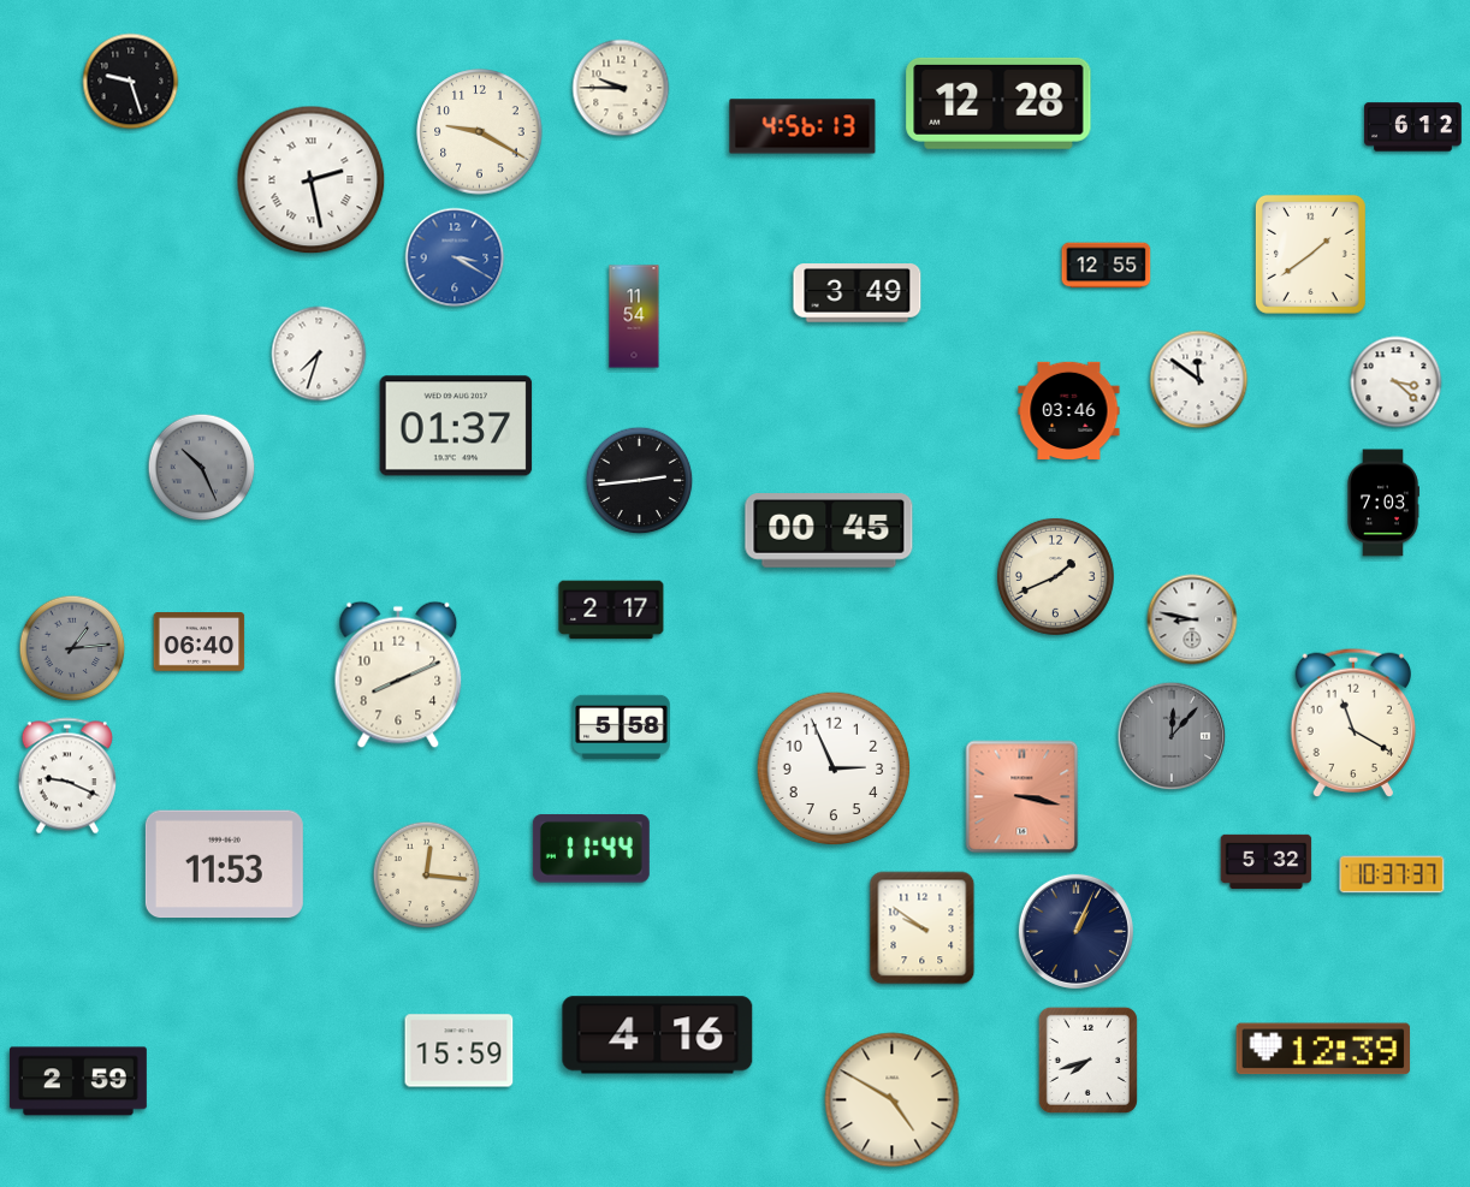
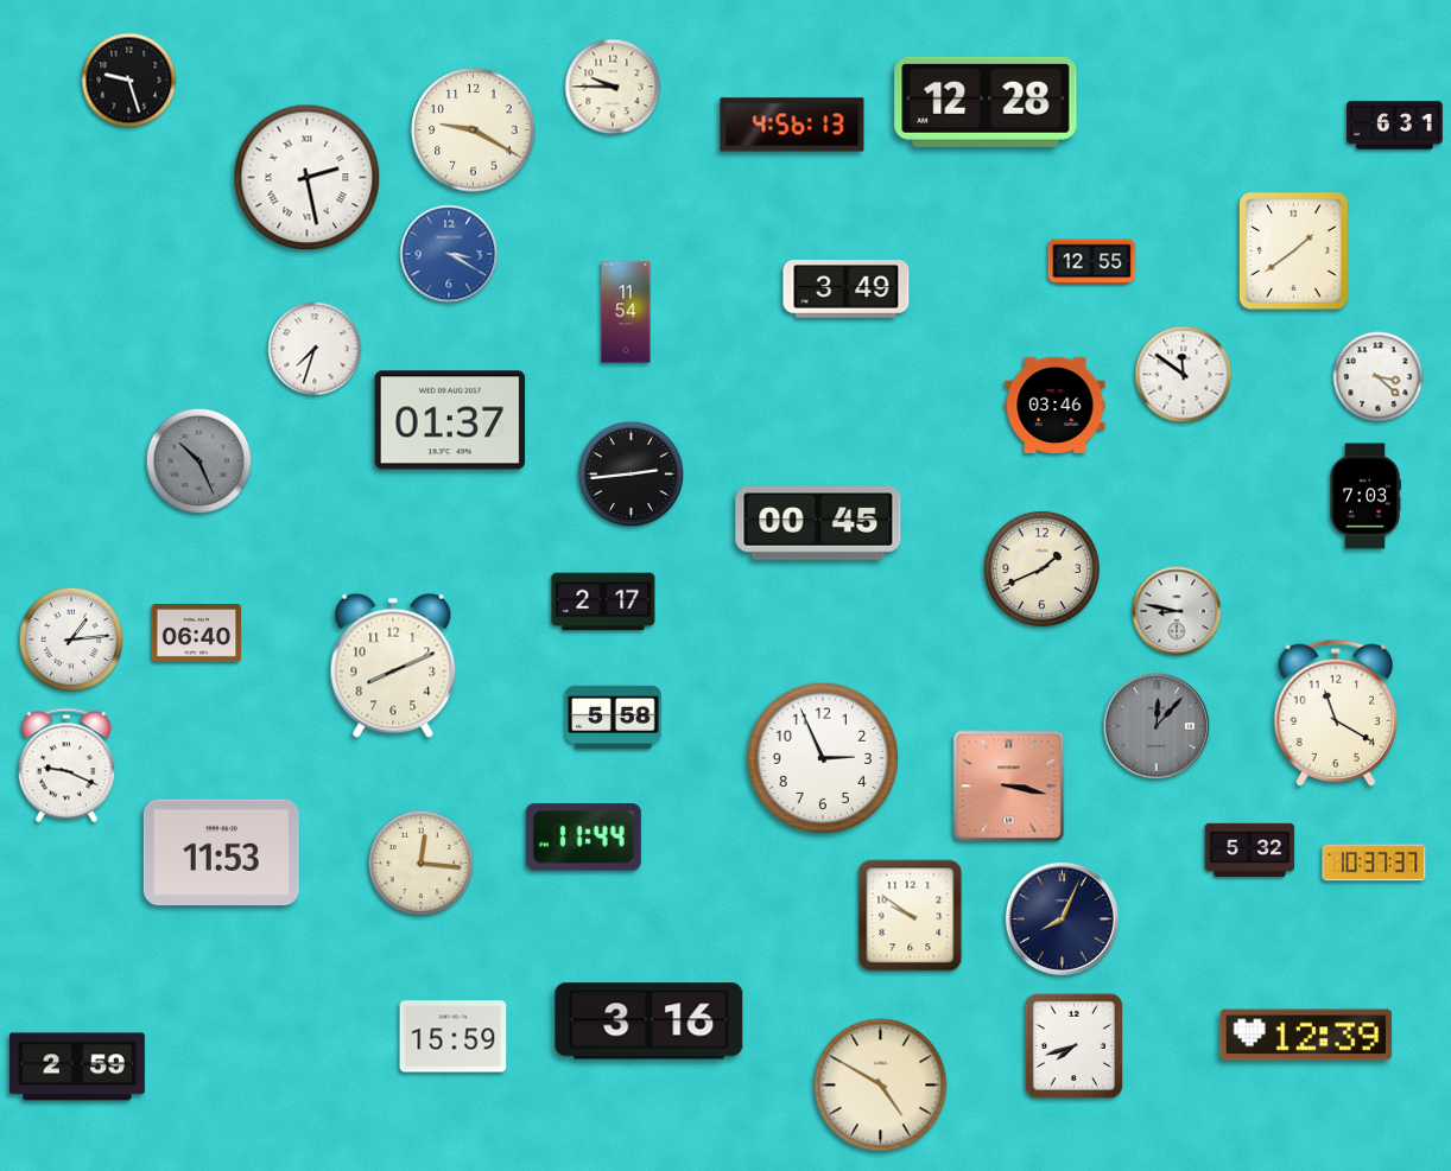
clock at (1413, 127): 6:12 -> 6:31
clock at (72, 648) dial: grey -> white
clock at (1075, 931): 1:04 -> 8:04
clock at (658, 1035): 4:16 -> 3:16
